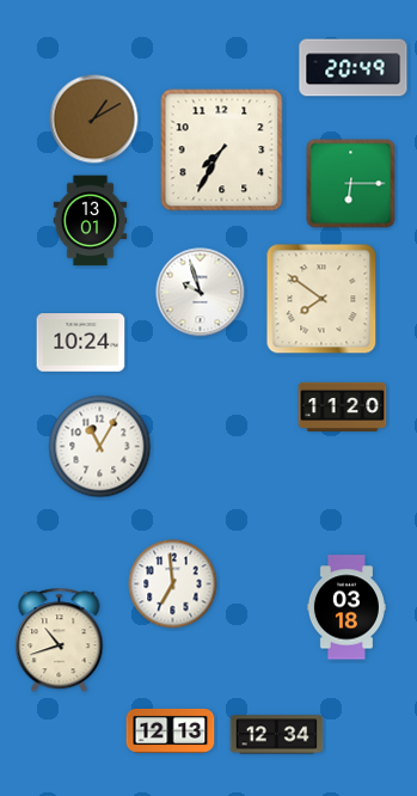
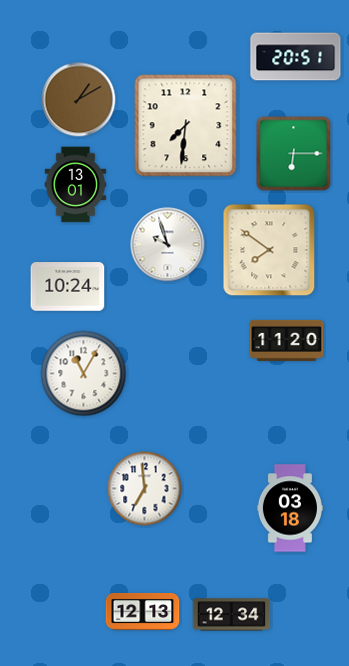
clock at (354, 68): 20:49 -> 20:51
clock at (222, 151): 7:35 -> 7:31
clock at (60, 641): 10:42 -> none
